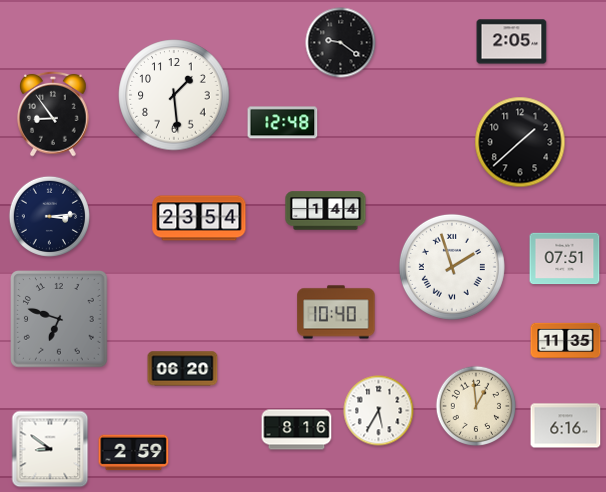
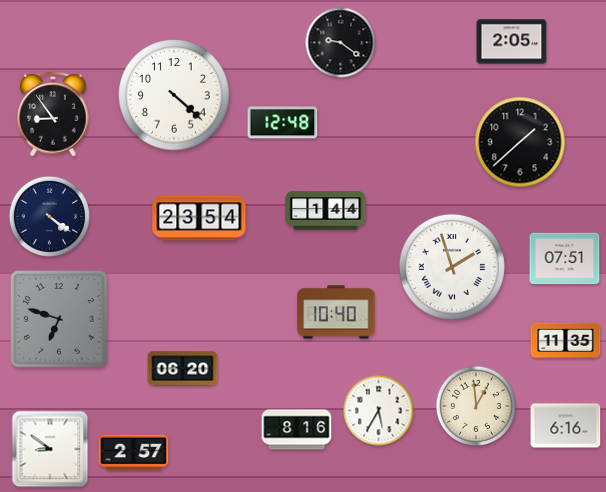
clock at (174, 95): 1:29 -> 4:22
clock at (49, 216): 3:14 -> 4:21
clock at (134, 453): 2:59 -> 2:57
